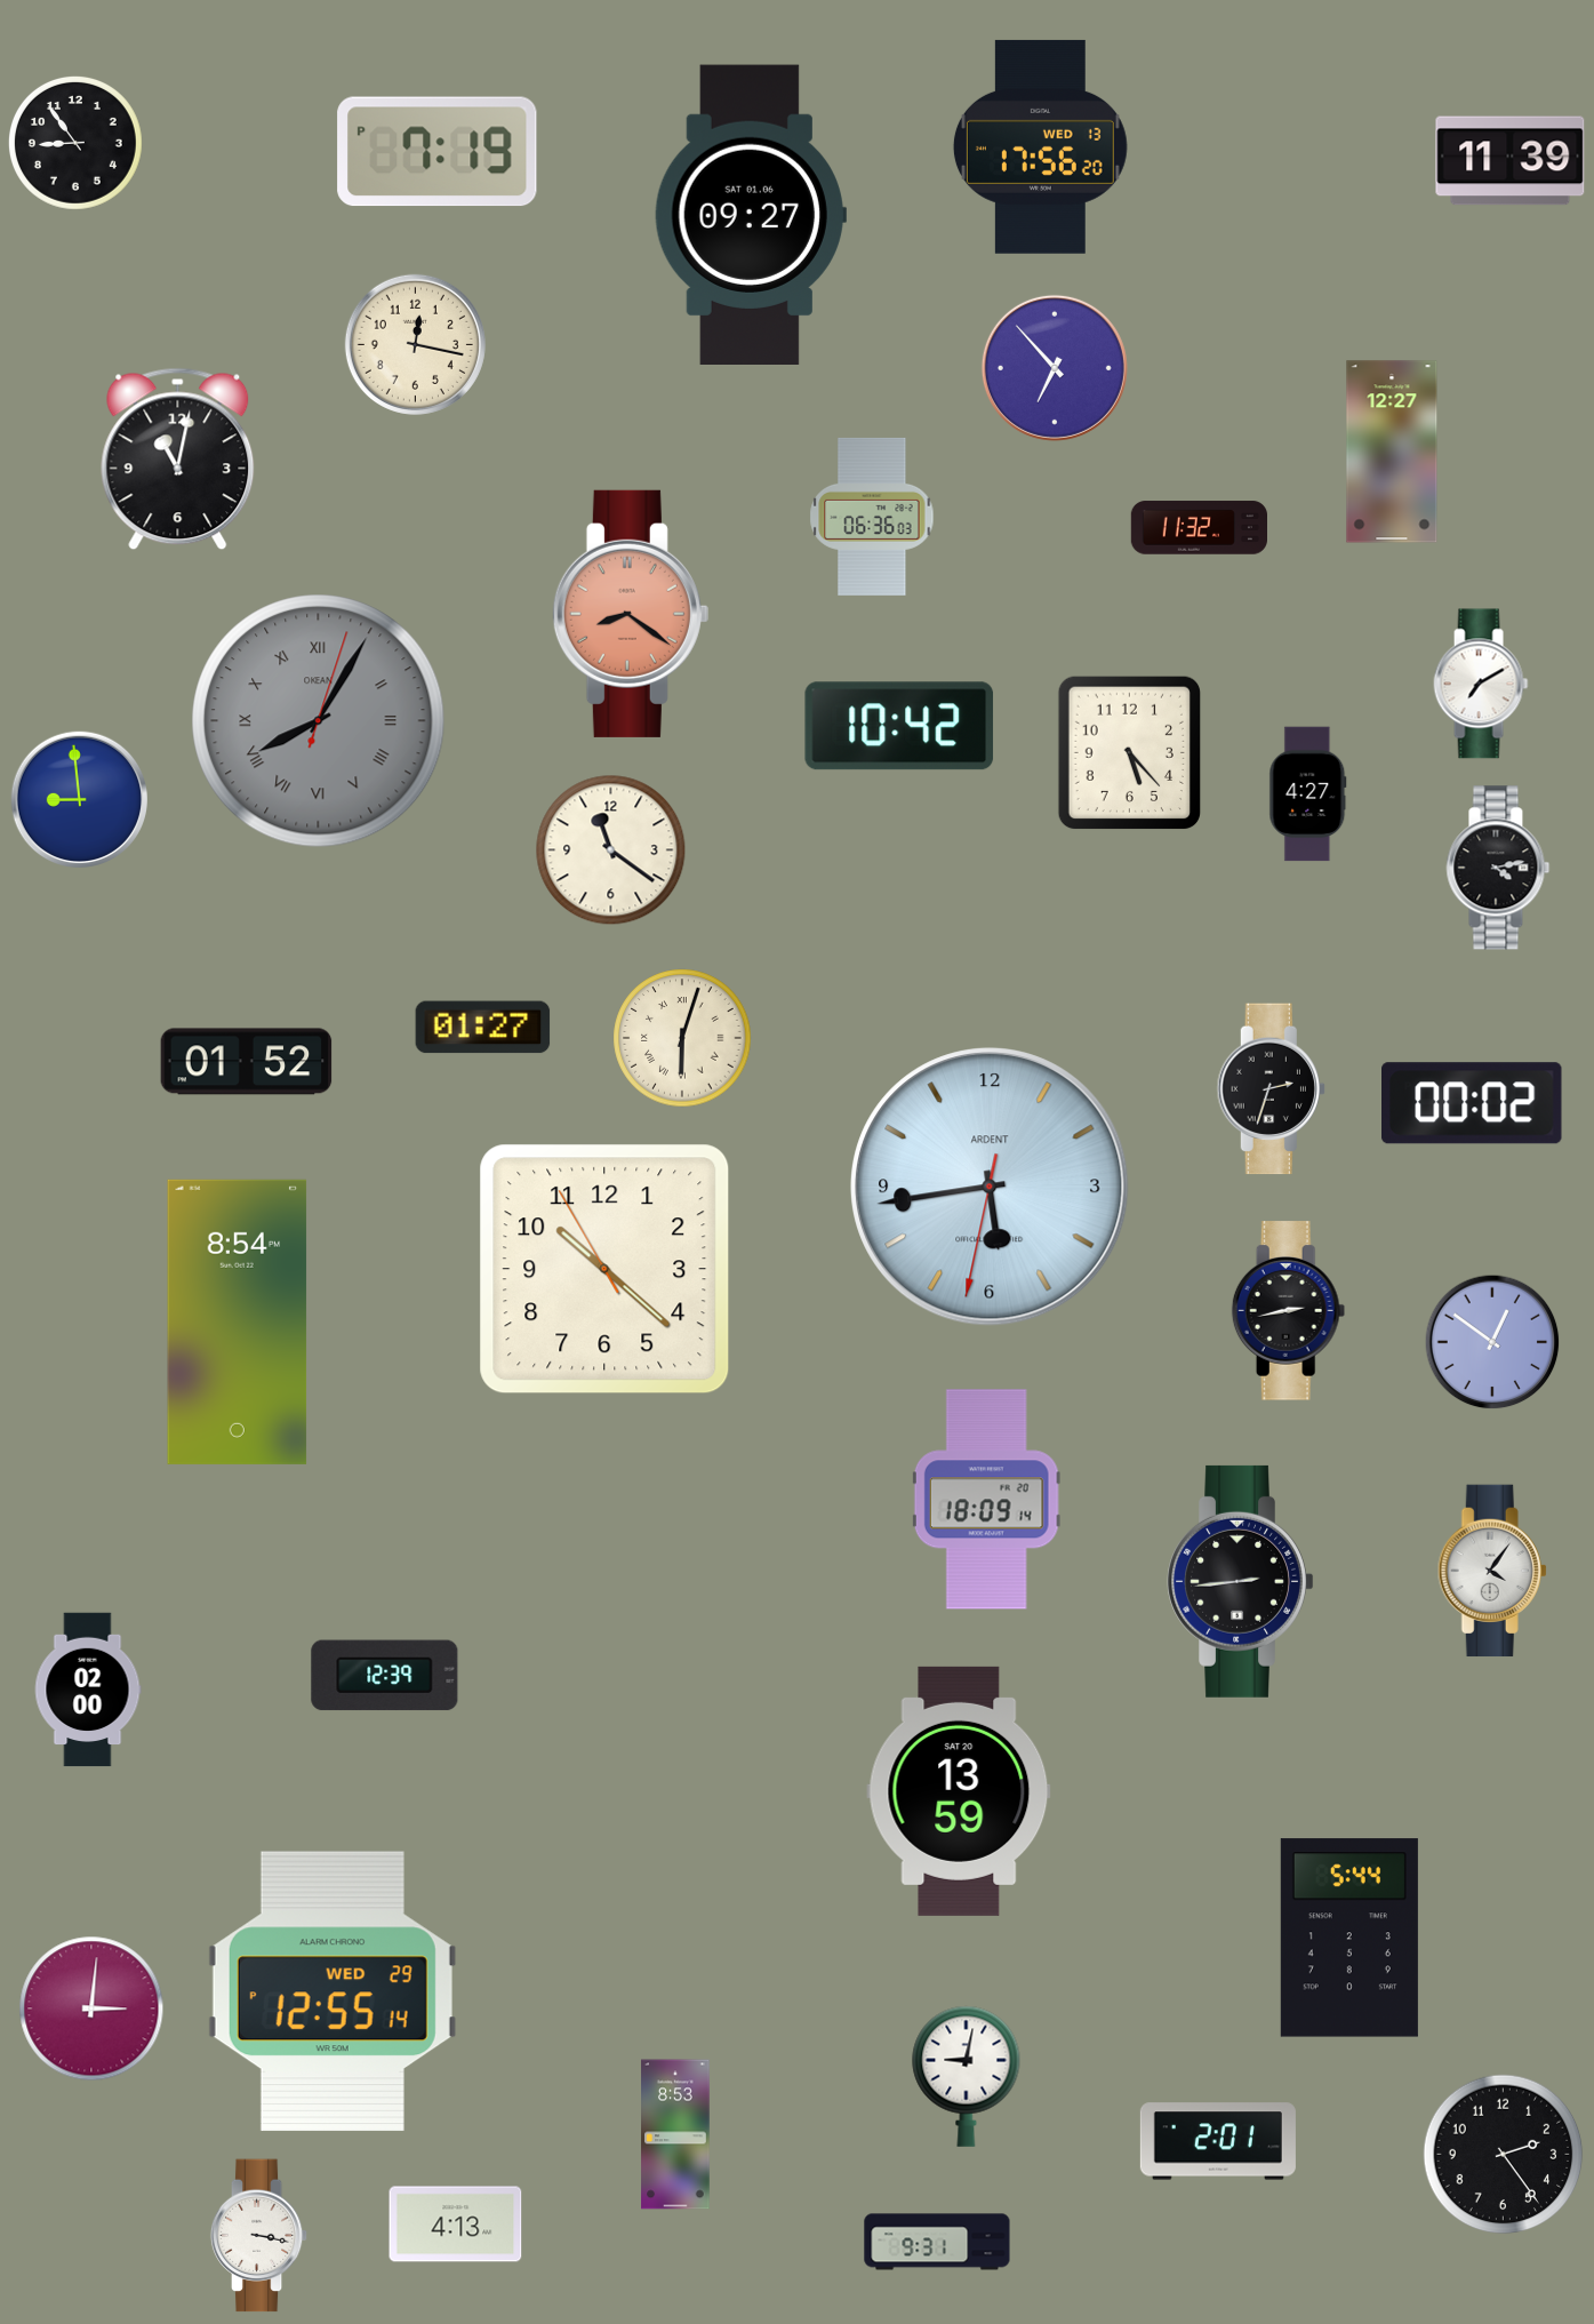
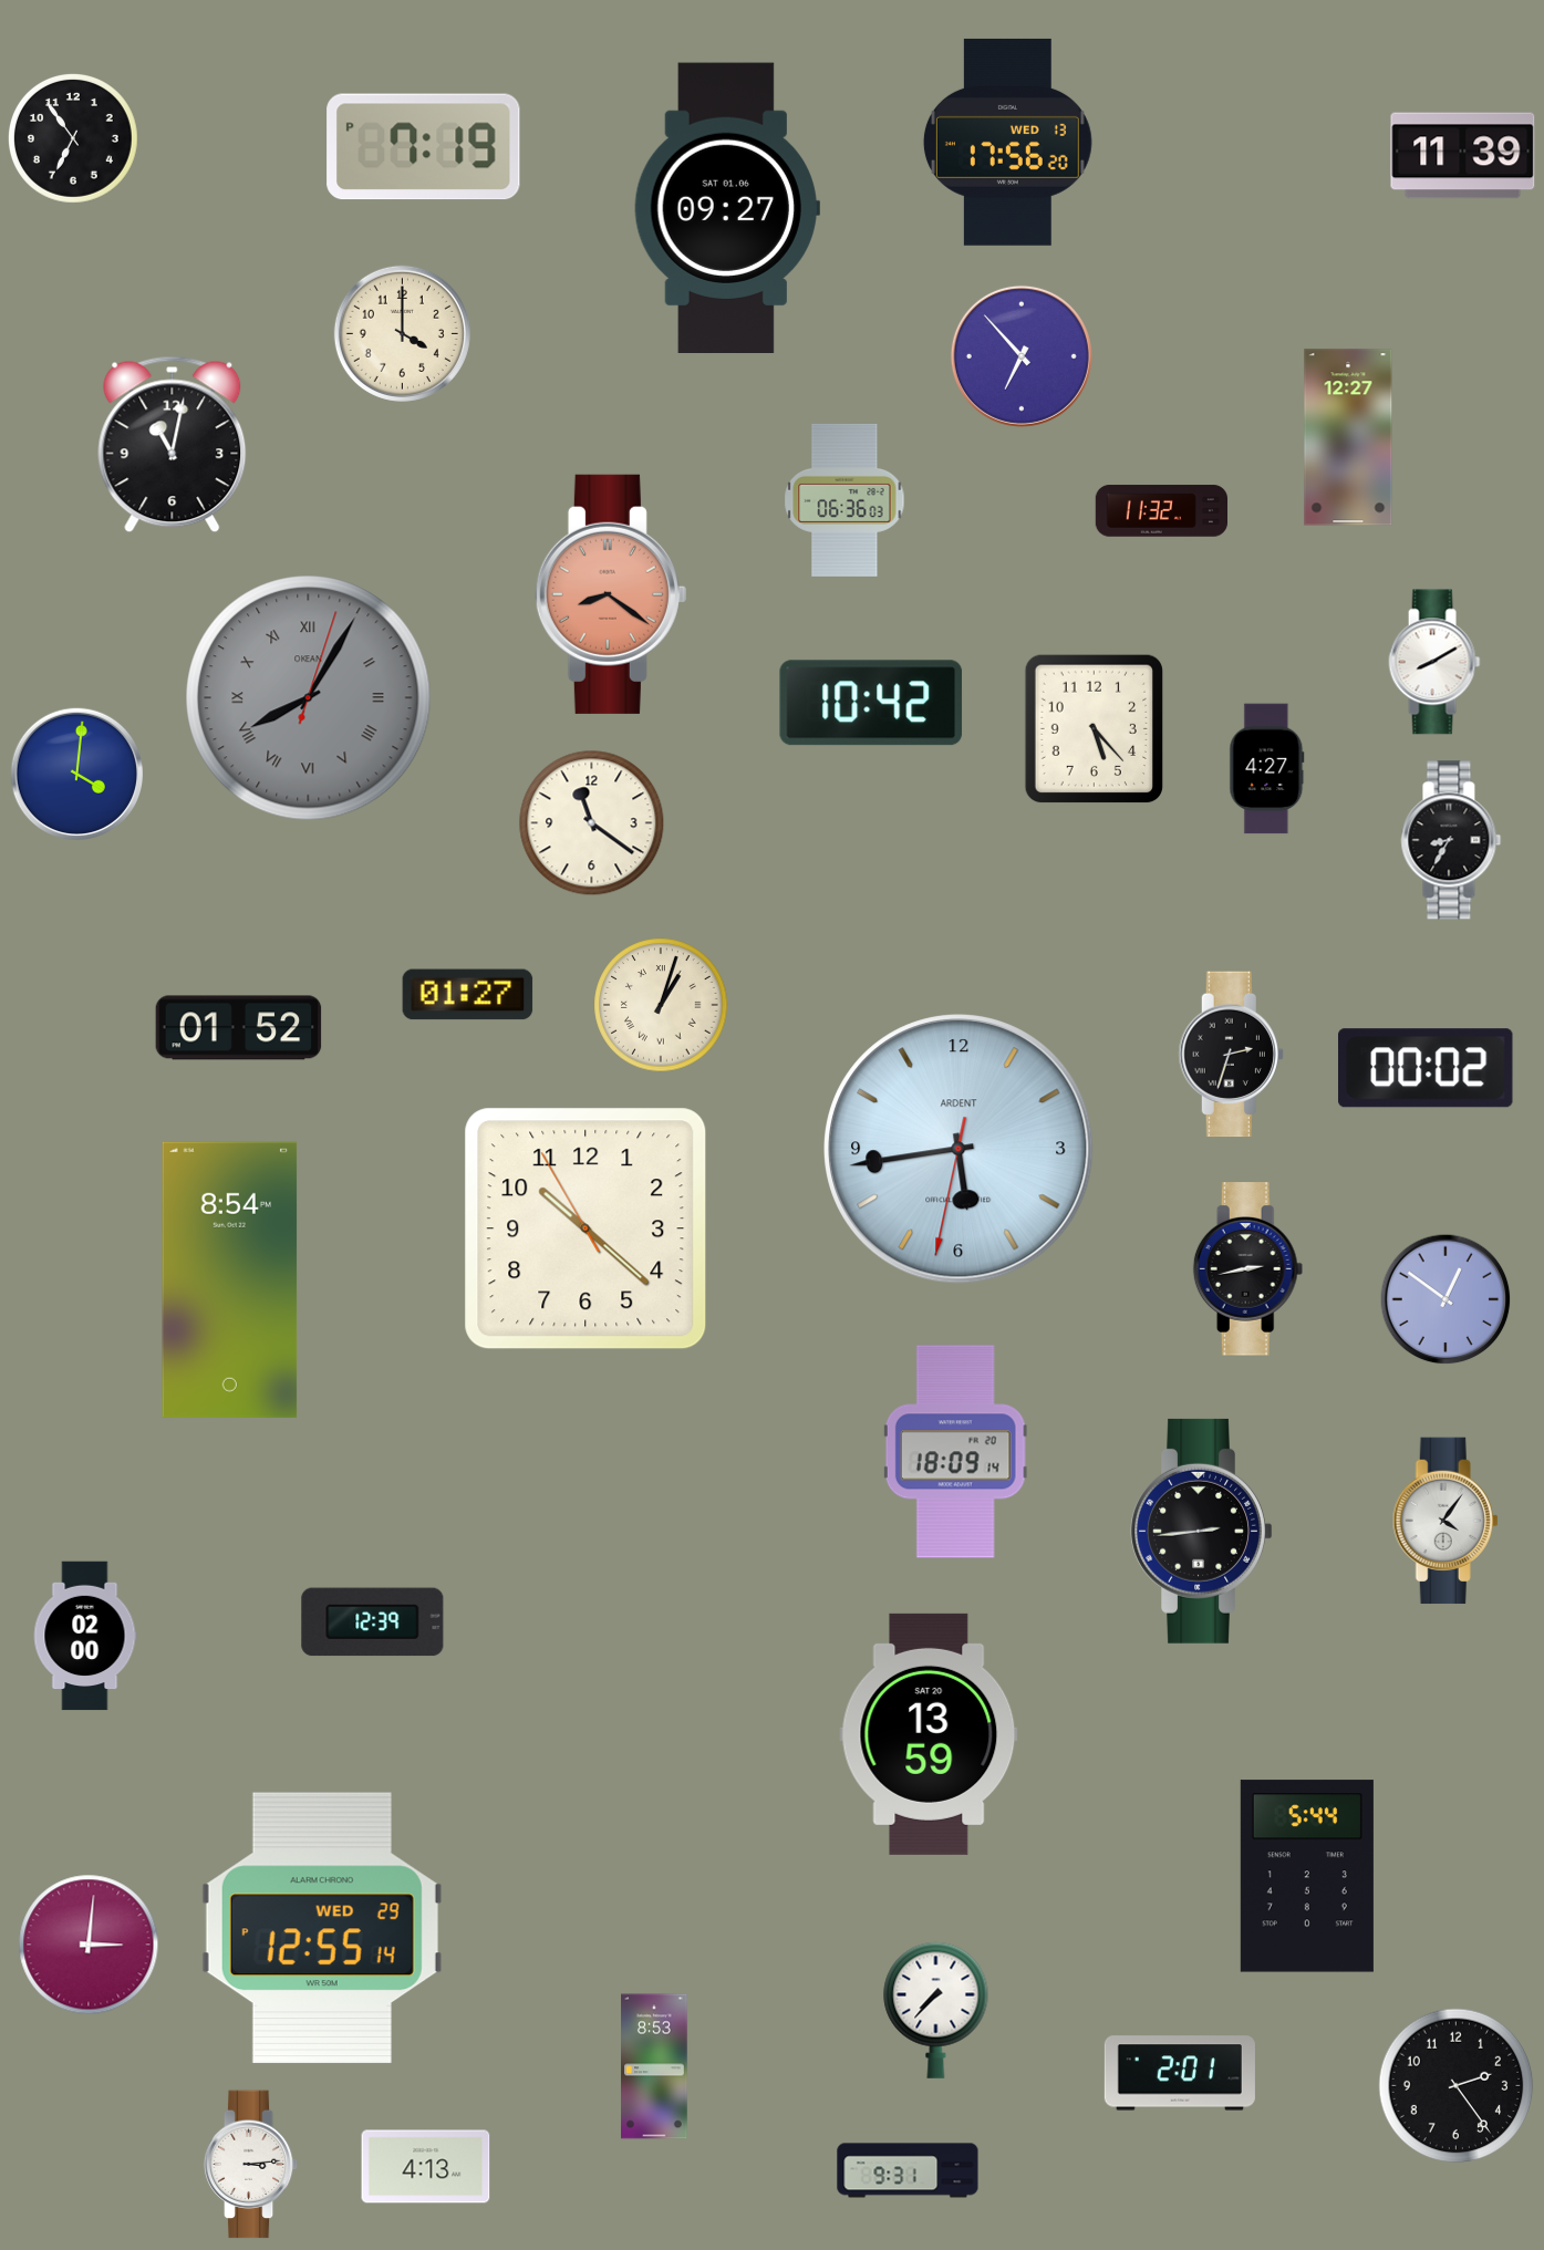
clock at (75, 143): 8:54 -> 6:54
clock at (415, 344): 12:17 -> 4:00
clock at (1481, 684): 7:10 -> 8:10
clock at (79, 799): 8:59 -> 4:01
clock at (1498, 868): 4:13 -> 8:35
clock at (682, 1038): 6:03 -> 1:03
clock at (967, 2076): 9:02 -> 7:37
clock at (456, 2225) position: (456, 2225) -> (426, 2167)
clock at (259, 2236): 3:17 -> 3:14
